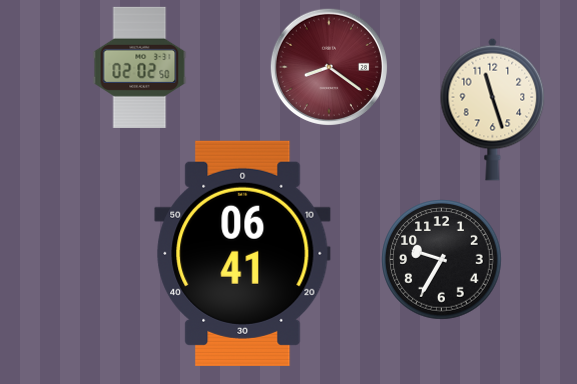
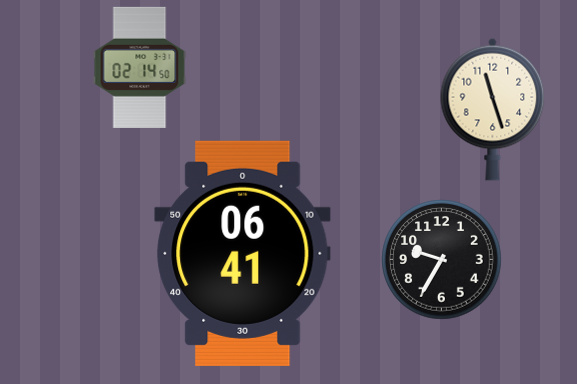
clock at (328, 66): 8:21 -> none
clock at (140, 67): 02:02 -> 02:14
